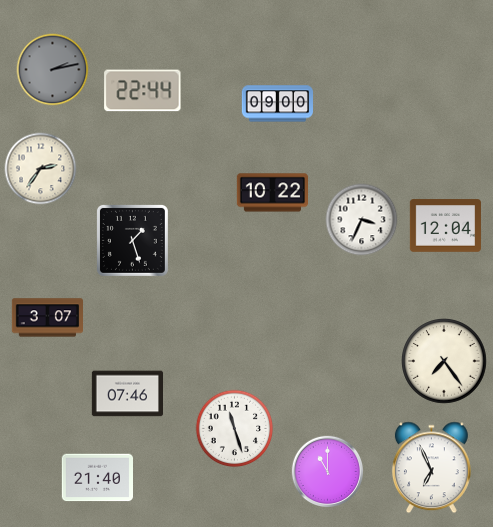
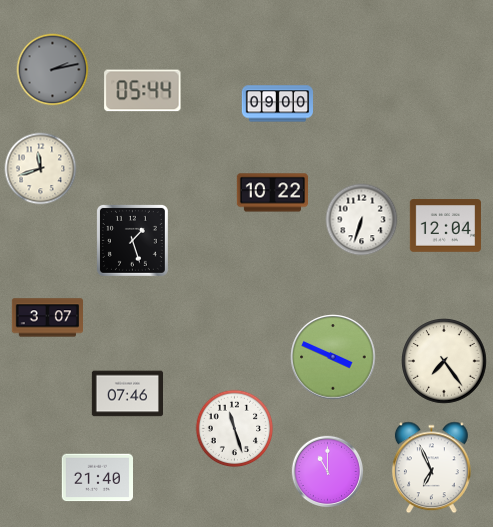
clock at (143, 91): 22:44 -> 05:44
clock at (41, 169): 2:36 -> 11:42
clock at (362, 220): 3:34 -> 6:33
clock at (333, 357): none -> 3:49
